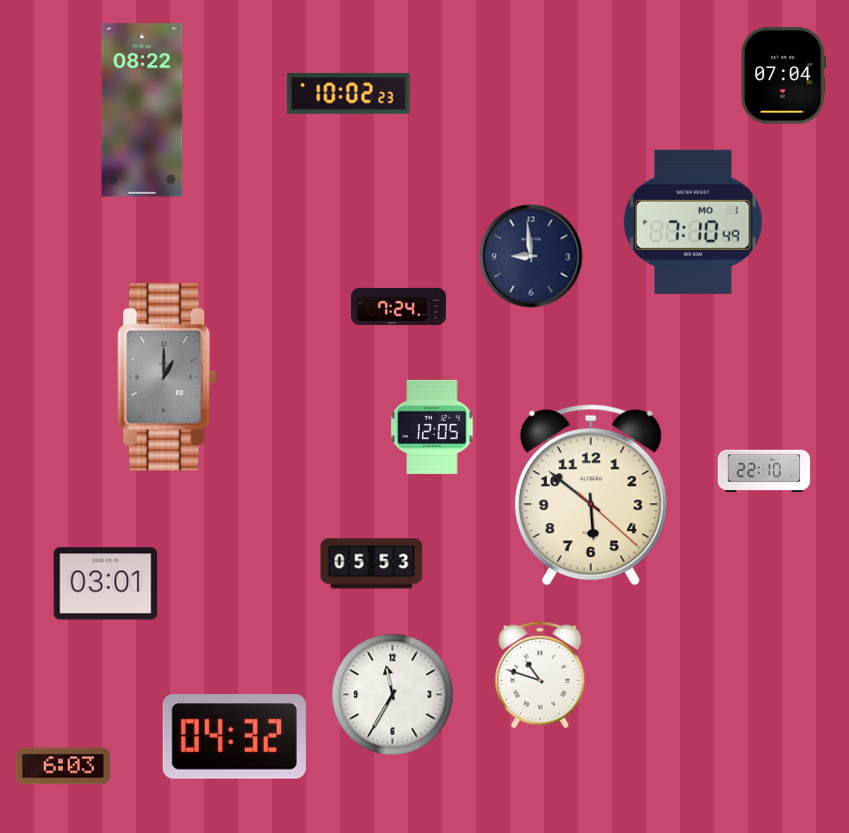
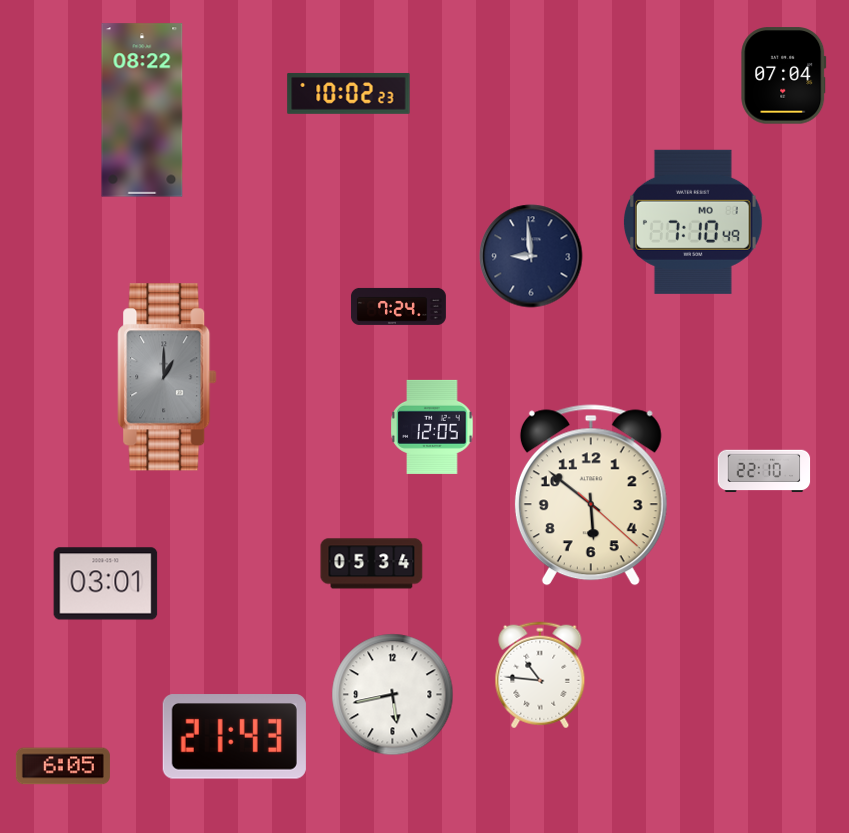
clock at (372, 564): 05:53 -> 05:34
clock at (540, 675): 10:48 -> 10:46
clock at (393, 695): 11:35 -> 5:43
clock at (234, 737): 04:32 -> 21:43
clock at (63, 766): 6:03 -> 6:05
